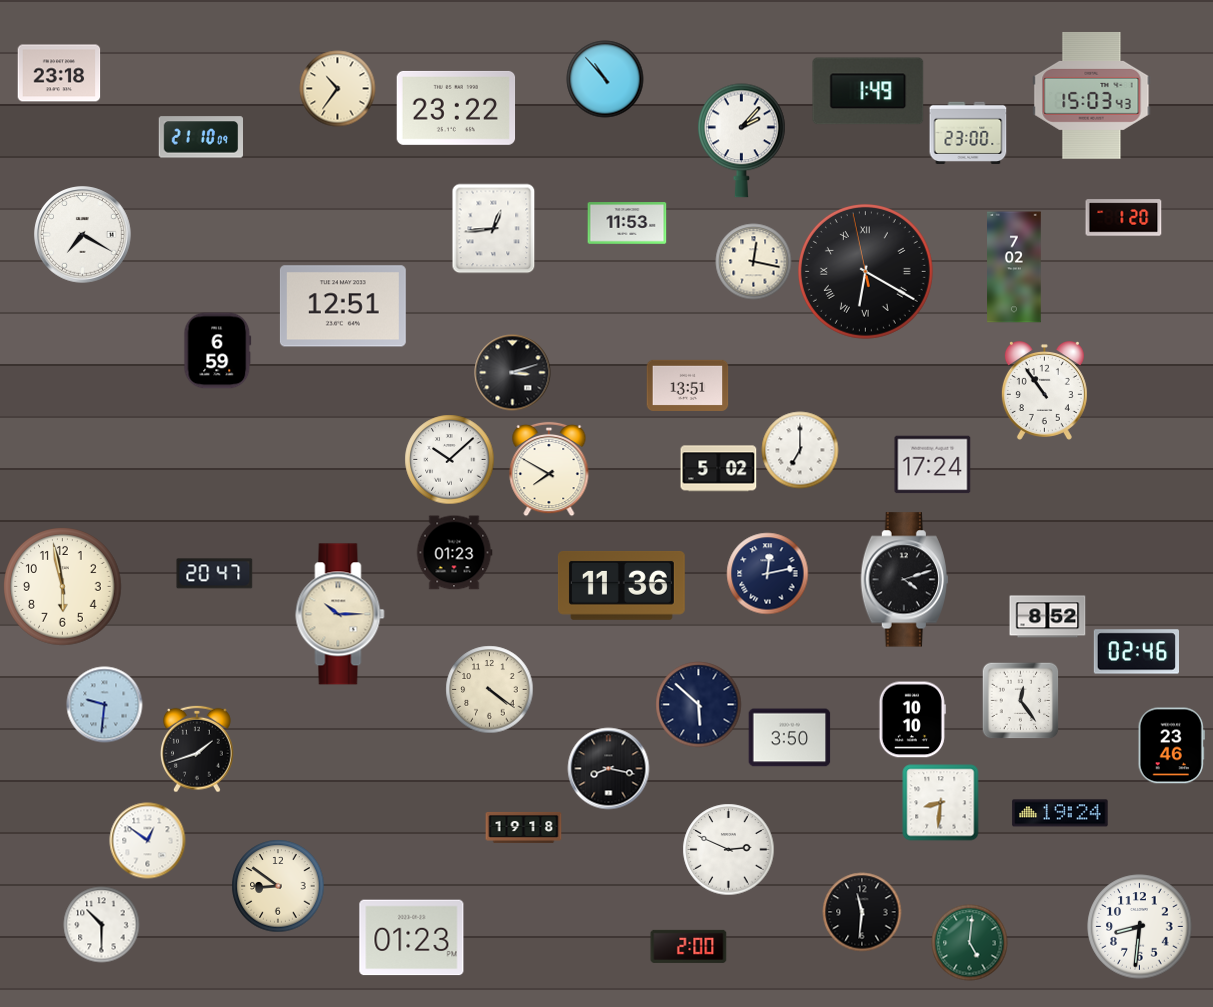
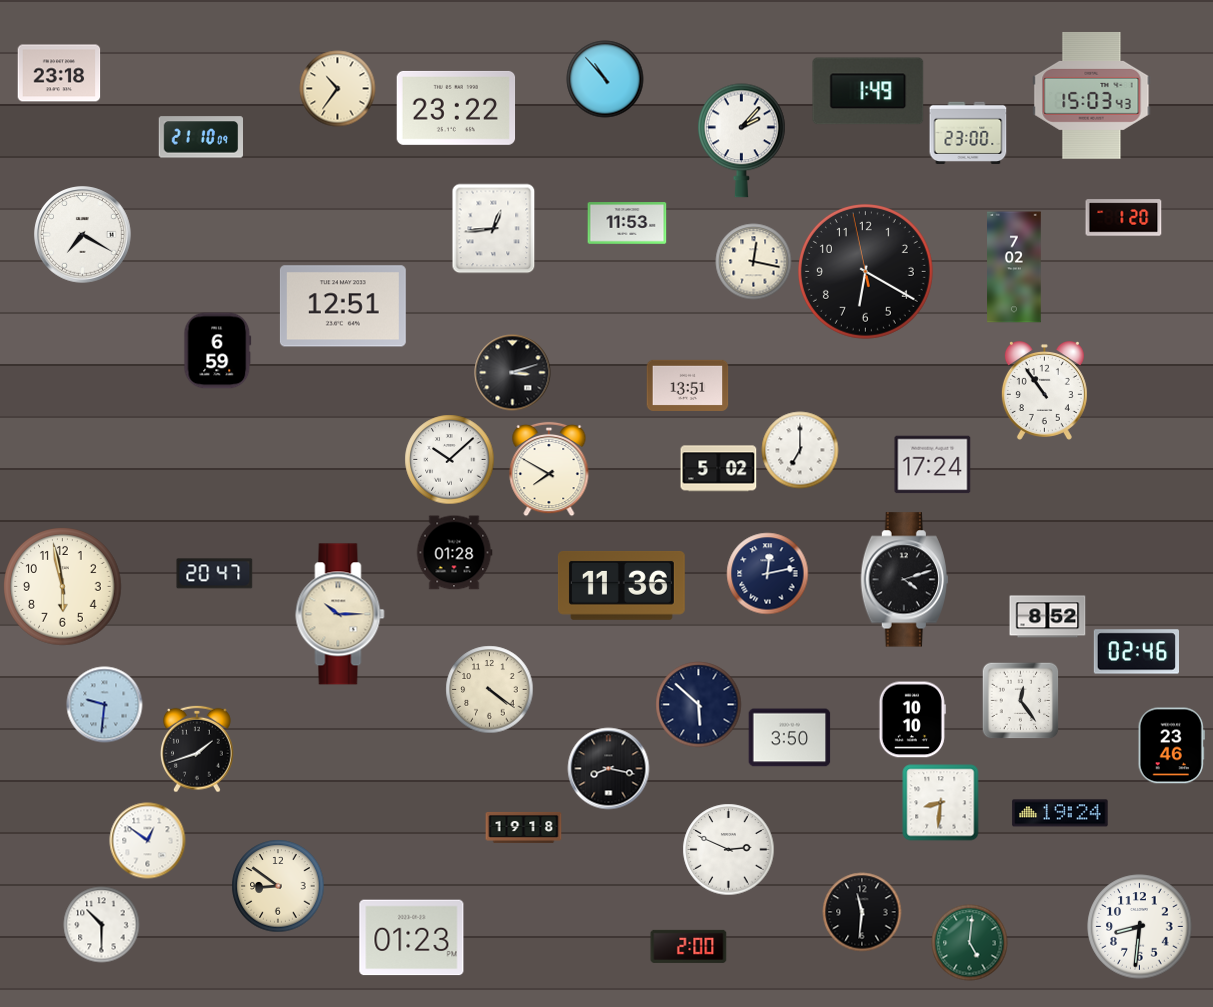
clock at (865, 271) numerals: Roman -> Arabic
clock at (454, 553): 01:23 -> 01:28
